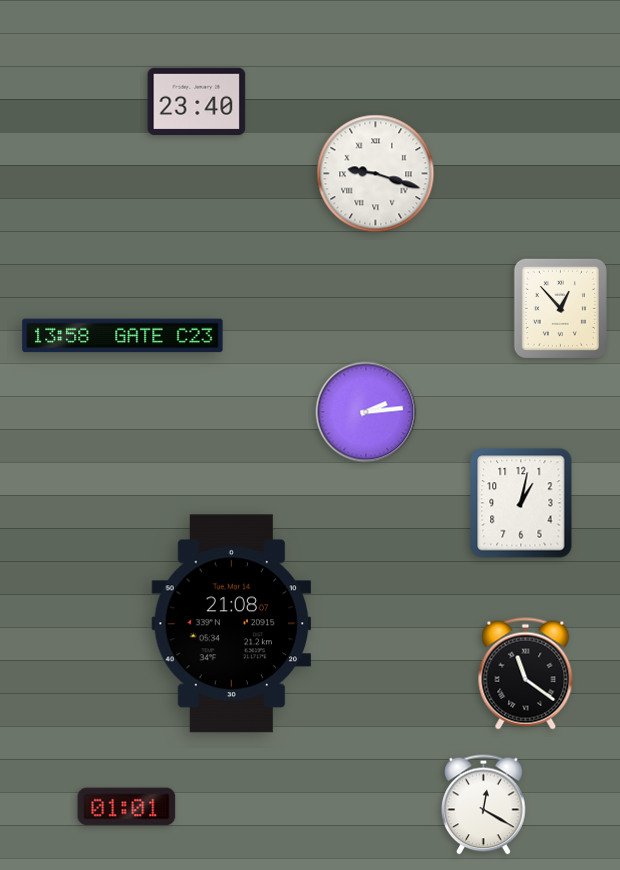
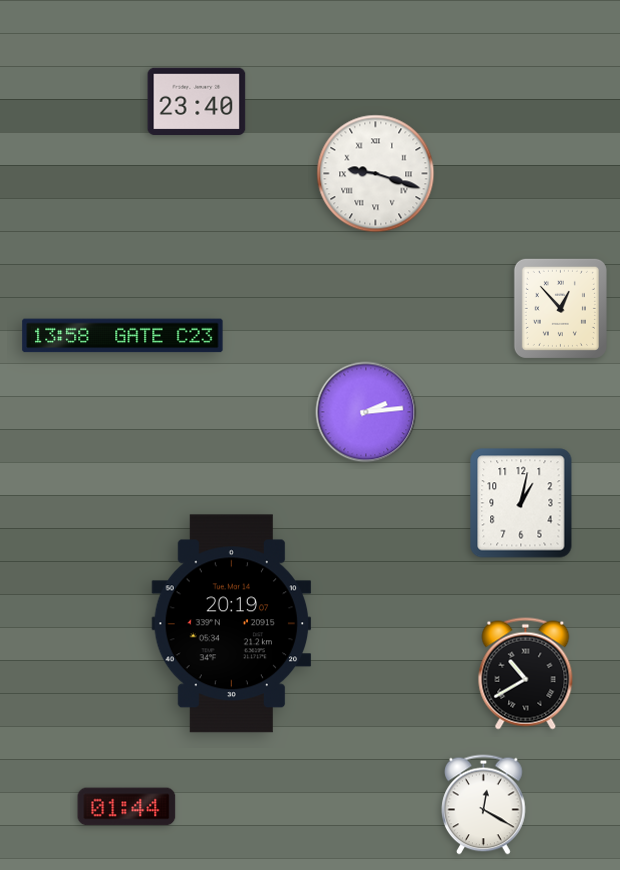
clock at (232, 624): 21:08 -> 20:19
clock at (526, 674): 11:21 -> 10:40
clock at (127, 807): 01:01 -> 01:44
